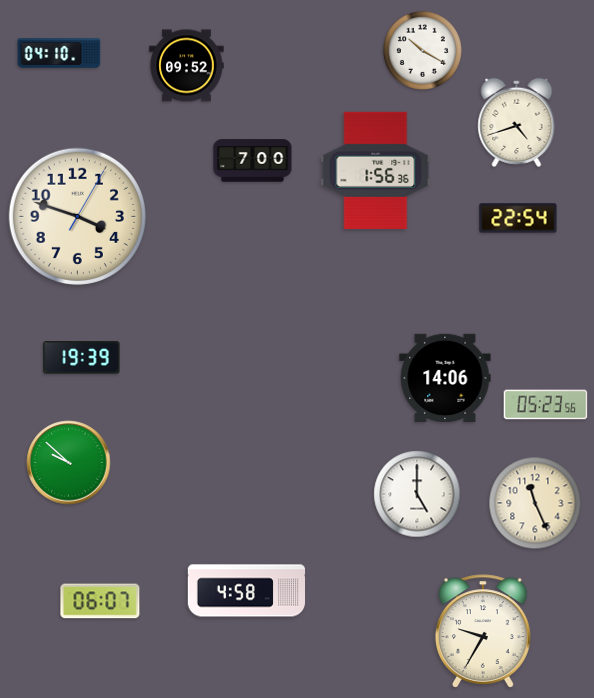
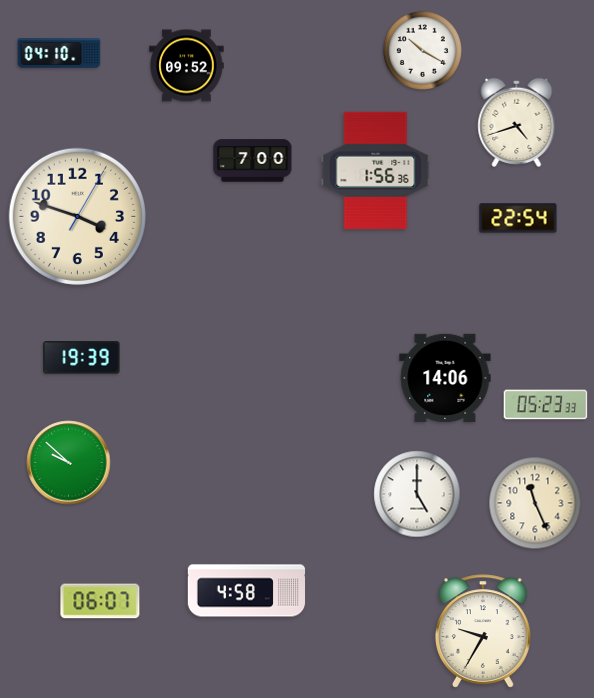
clock at (546, 405): 05:23:56 -> 05:23:33
